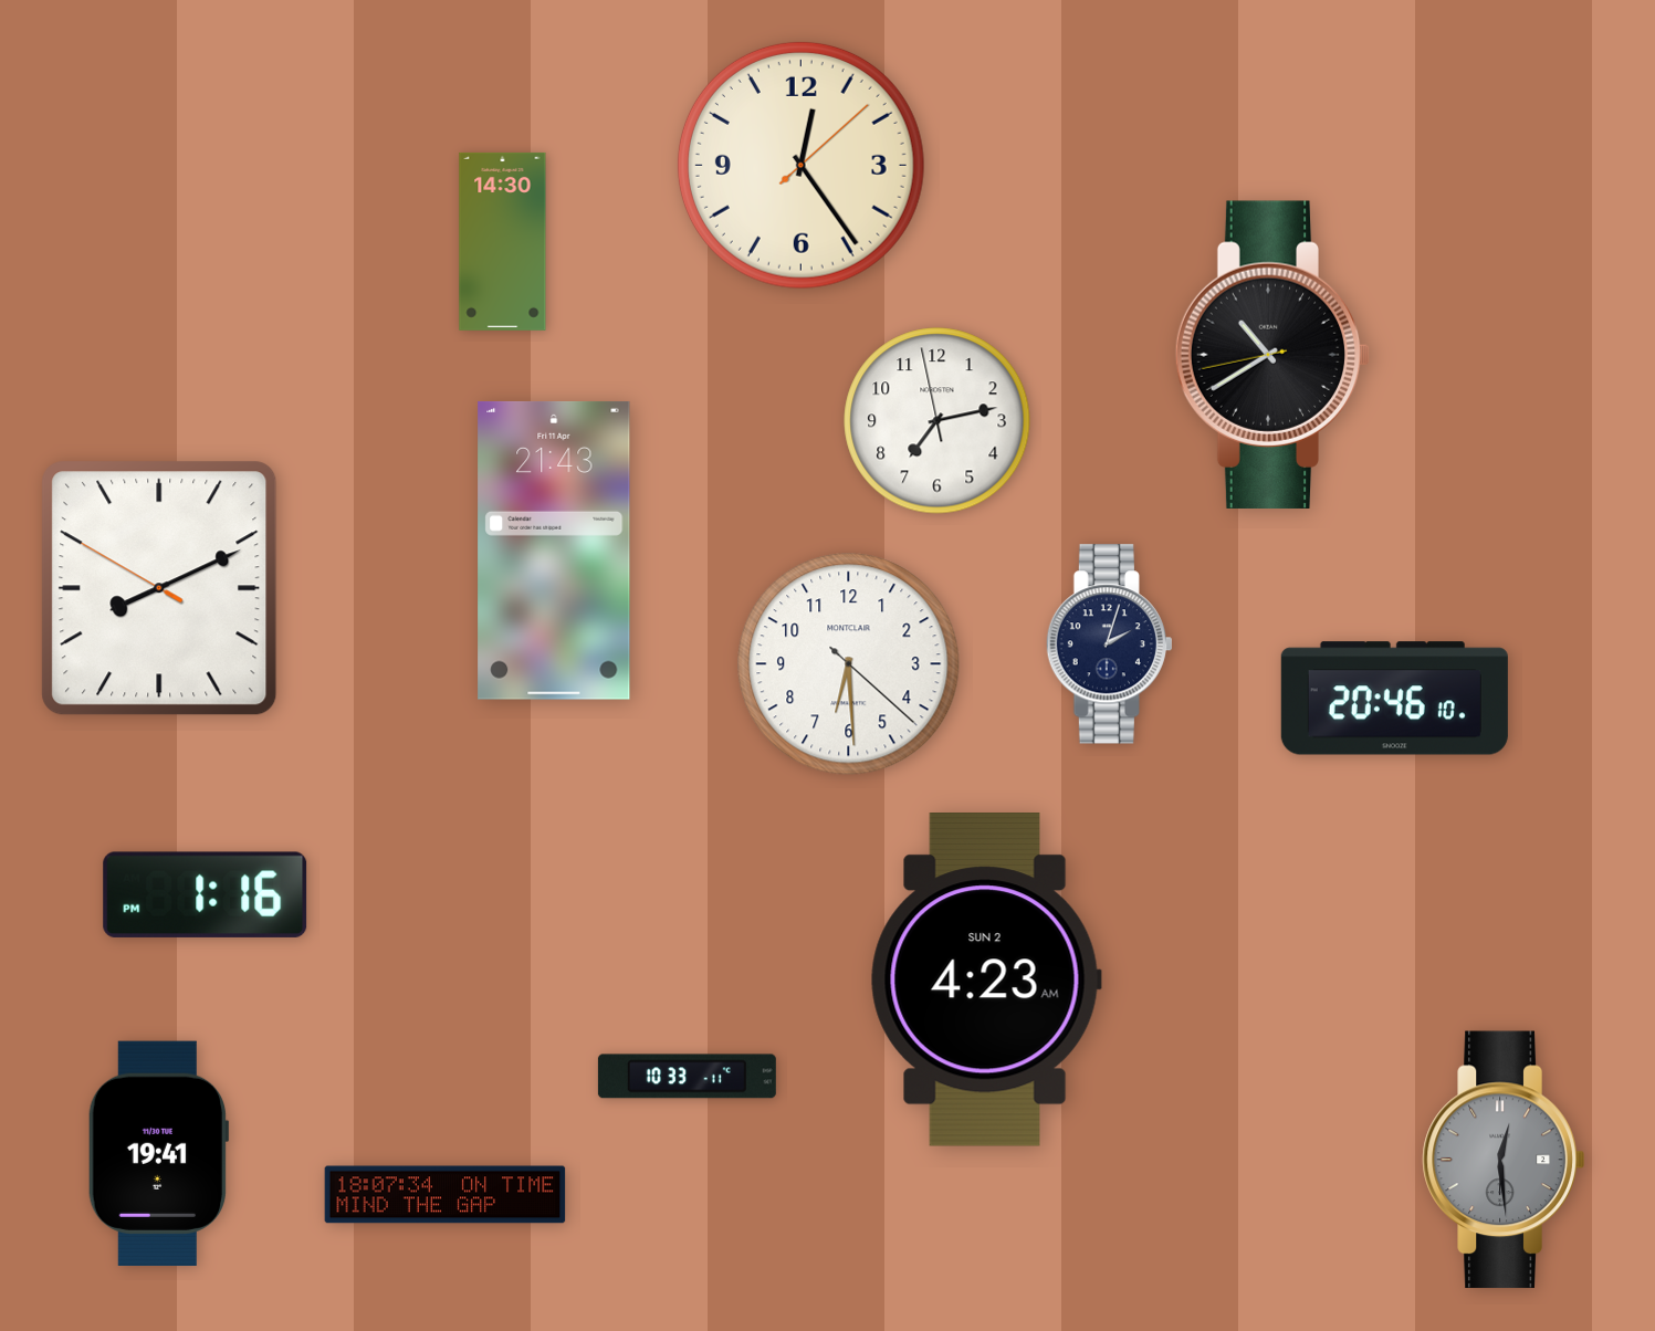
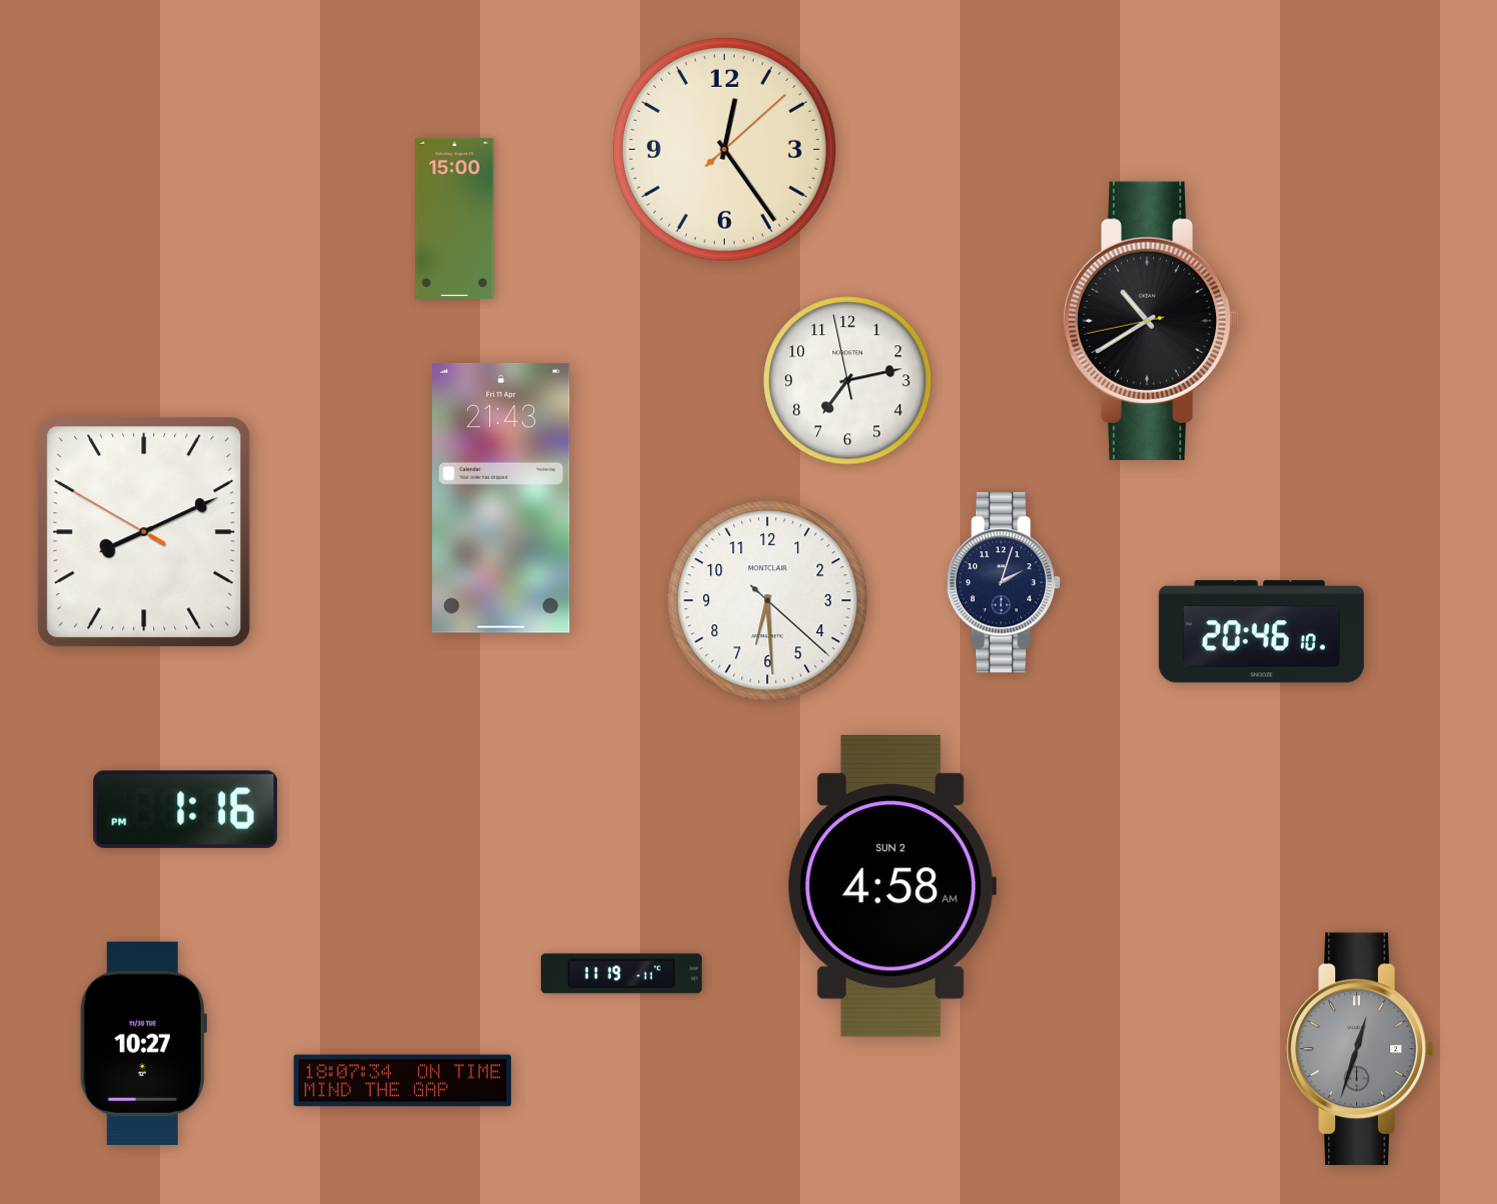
clock at (503, 241): 14:30 -> 15:00
clock at (986, 981): 4:23 -> 4:58
clock at (687, 1077): 10:33 -> 11:19
clock at (158, 1153): 19:41 -> 10:27
clock at (1504, 1160): 12:29 -> 12:33
